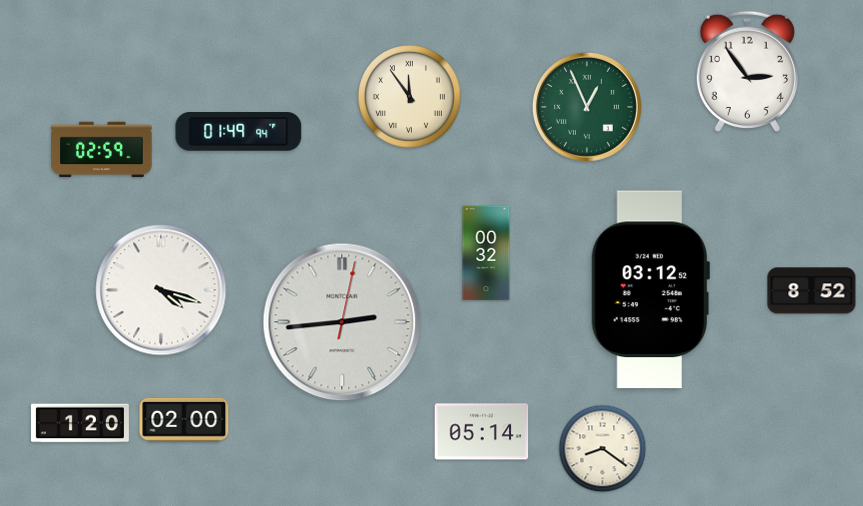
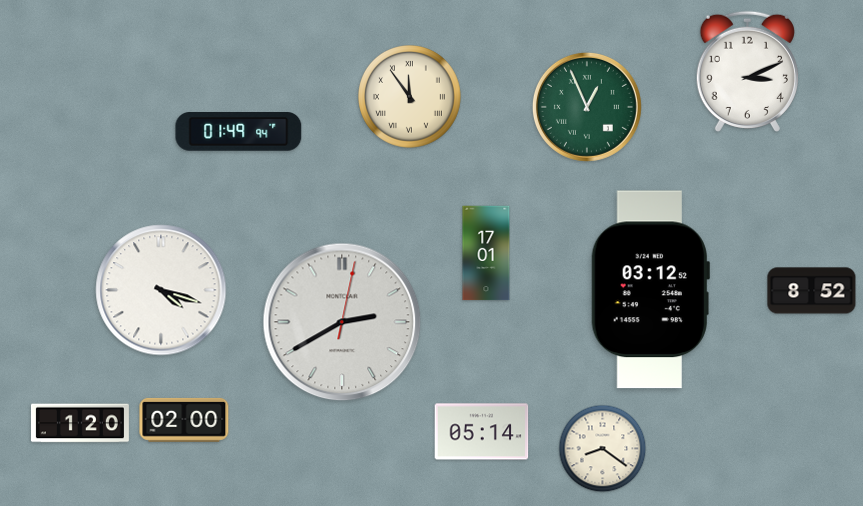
clock at (747, 71): 2:54 -> 3:11
clock at (102, 150): 02:59 -> none
clock at (486, 253): 00:32 -> 17:01
clock at (342, 322): 2:44 -> 2:40
